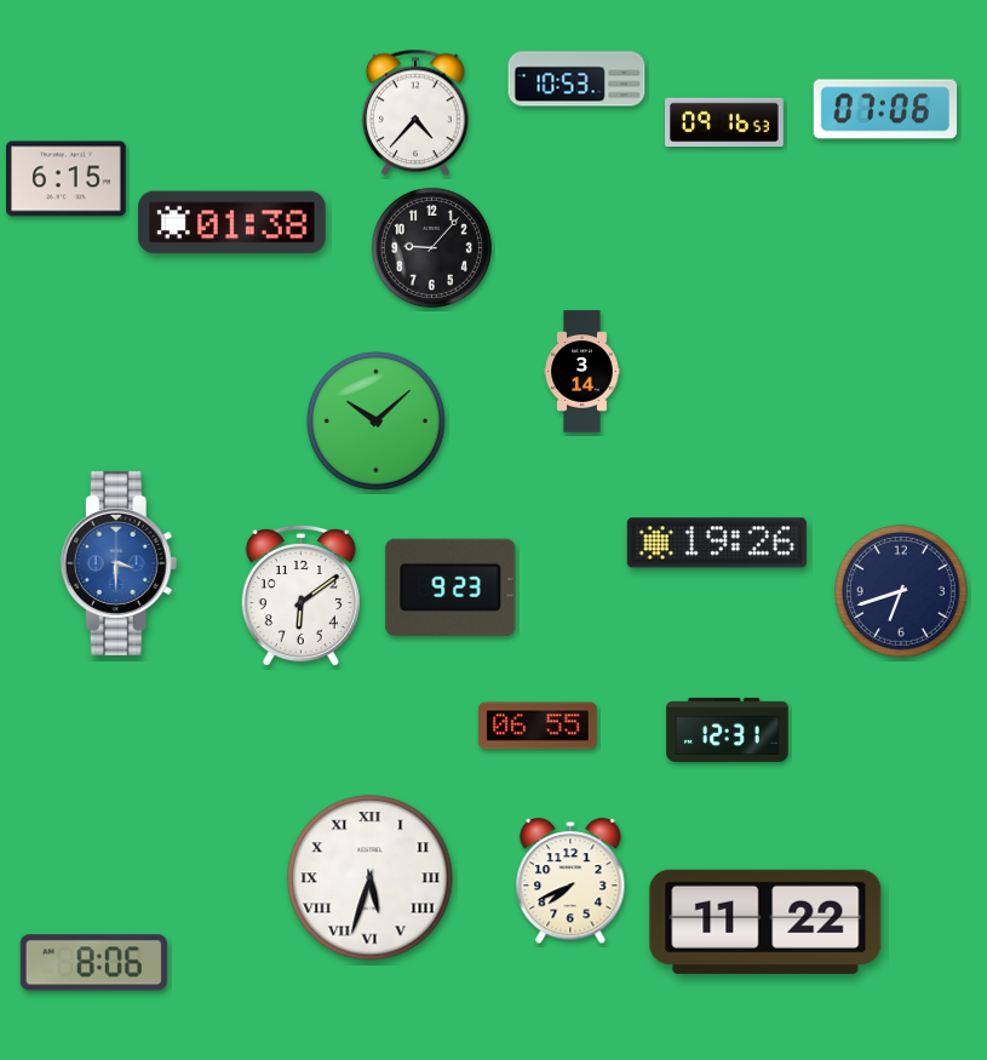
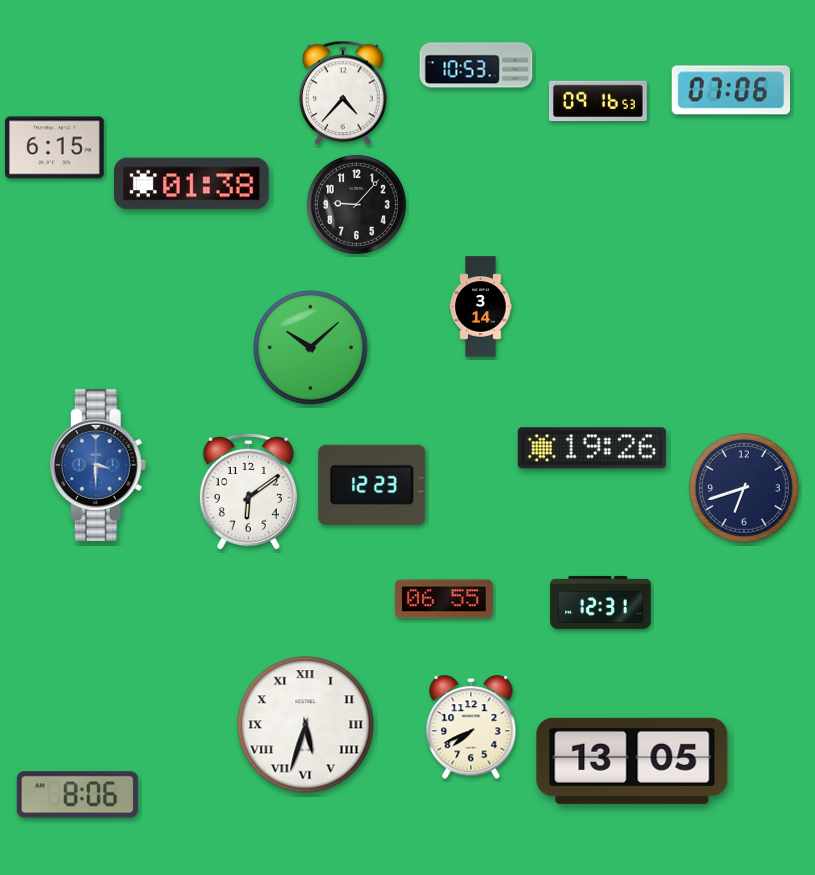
clock at (451, 588): 9:23 -> 12:23
clock at (765, 922): 11:22 -> 13:05
